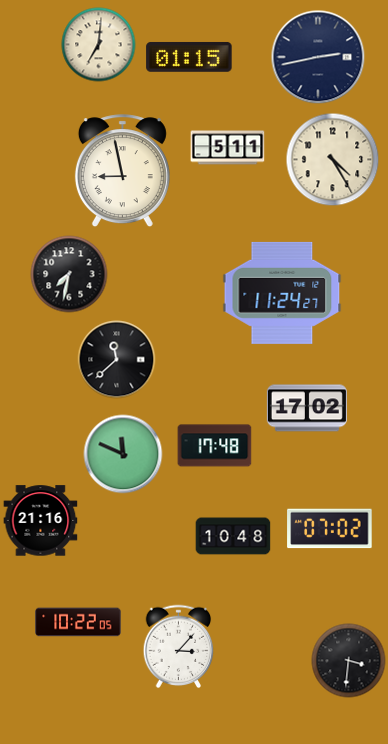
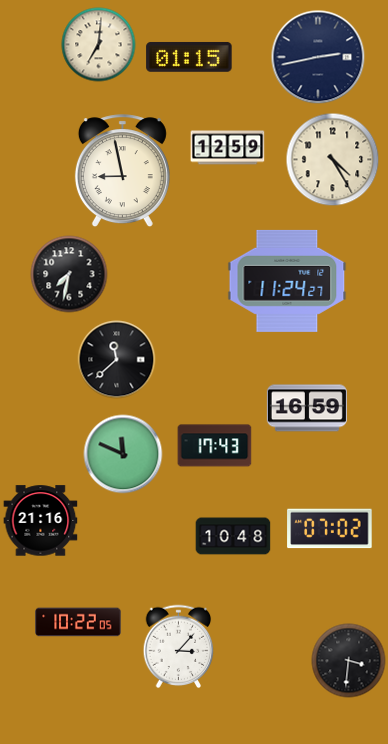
clock at (228, 148): 5:11 -> 12:59
clock at (282, 293) position: (282, 293) -> (287, 281)
clock at (307, 408): 17:02 -> 16:59
clock at (215, 446): 17:48 -> 17:43
